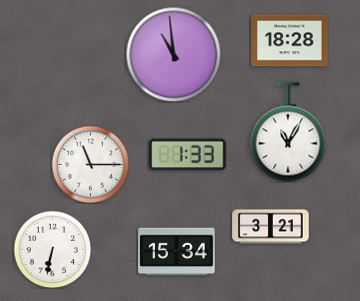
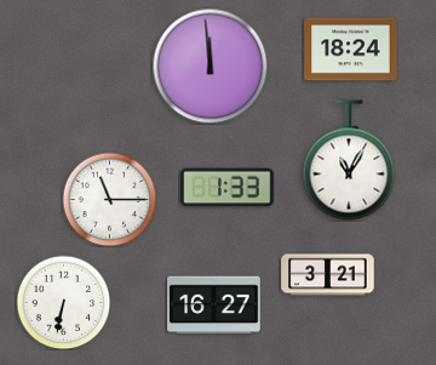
clock at (290, 41): 18:28 -> 18:24
clock at (173, 54): 10:59 -> 11:59
clock at (177, 252): 15:34 -> 16:27
